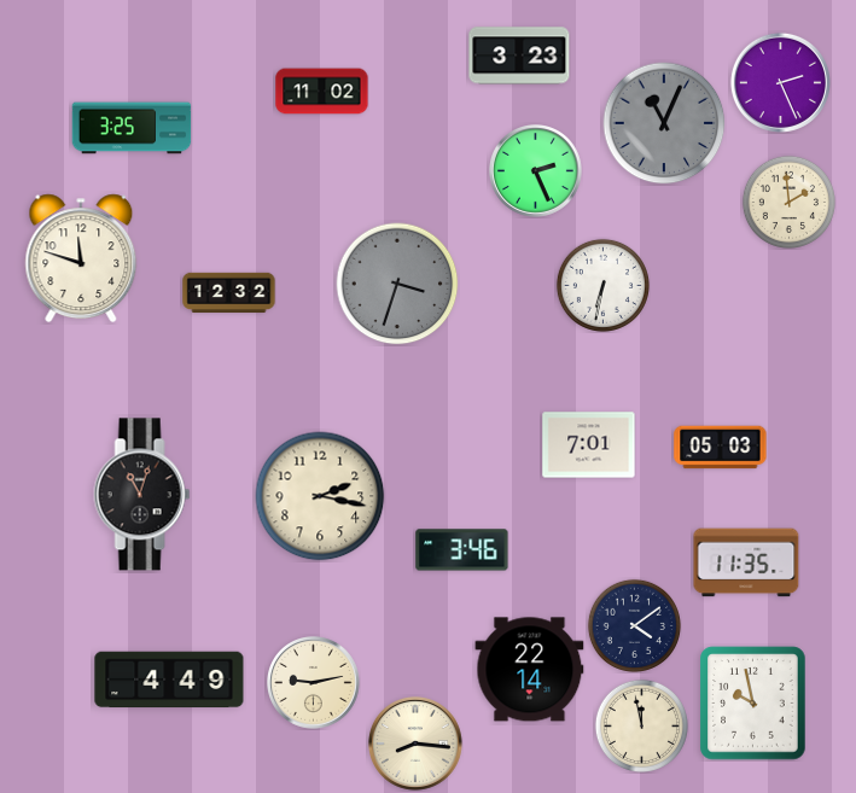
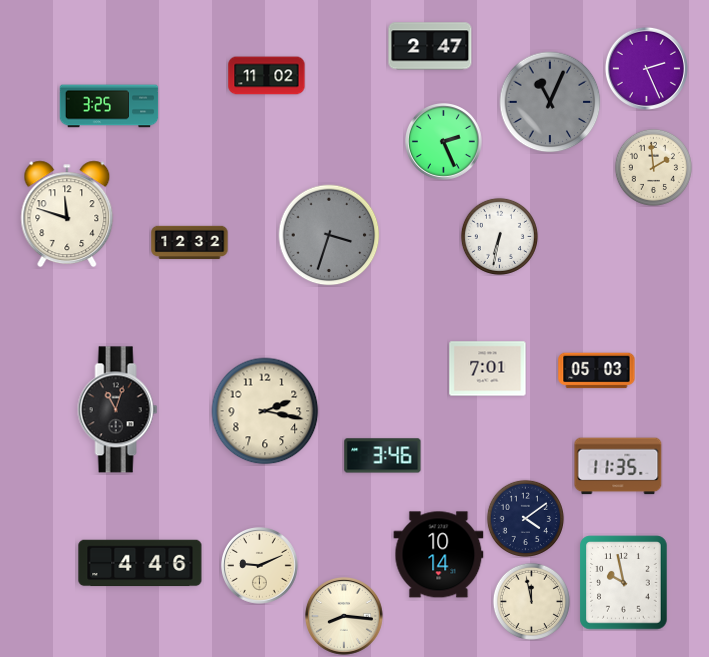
clock at (519, 56): 3:23 -> 2:47
clock at (530, 670): 22:14 -> 10:14
clock at (169, 680): 4:49 -> 4:46
clock at (314, 683): 9:13 -> 9:11
